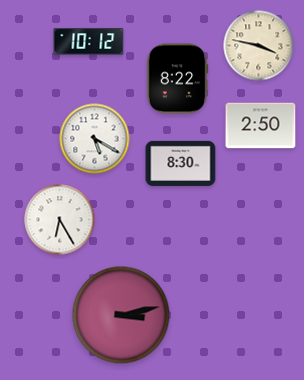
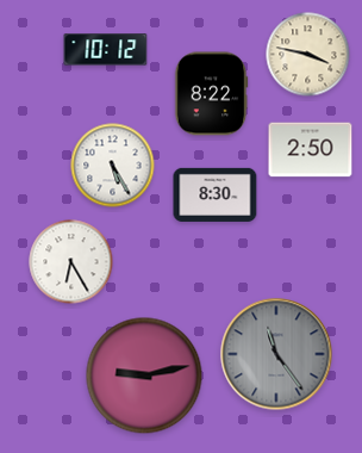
clock at (95, 139): 5:20 -> 5:25
clock at (276, 354): none -> 11:24
clock at (121, 315): 3:13 -> 9:13
